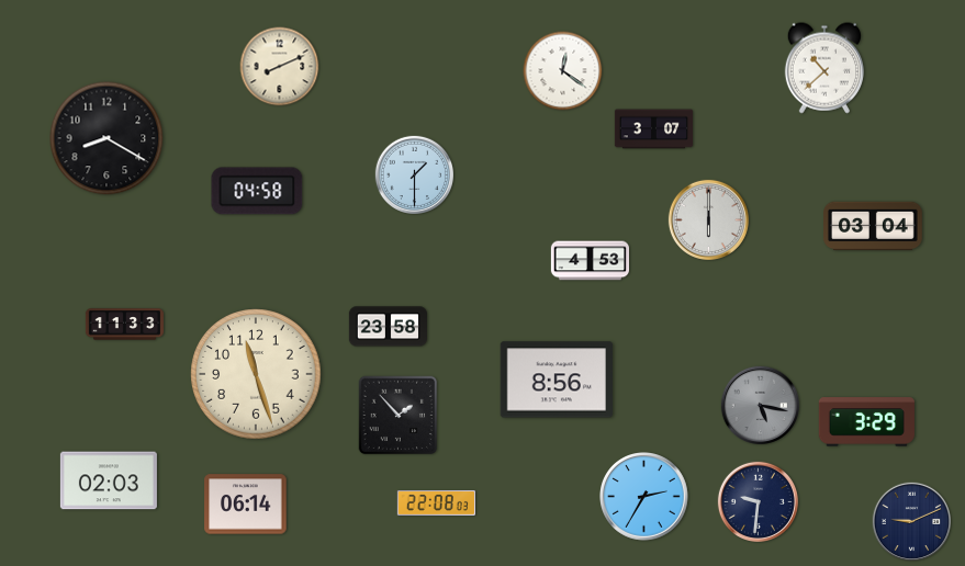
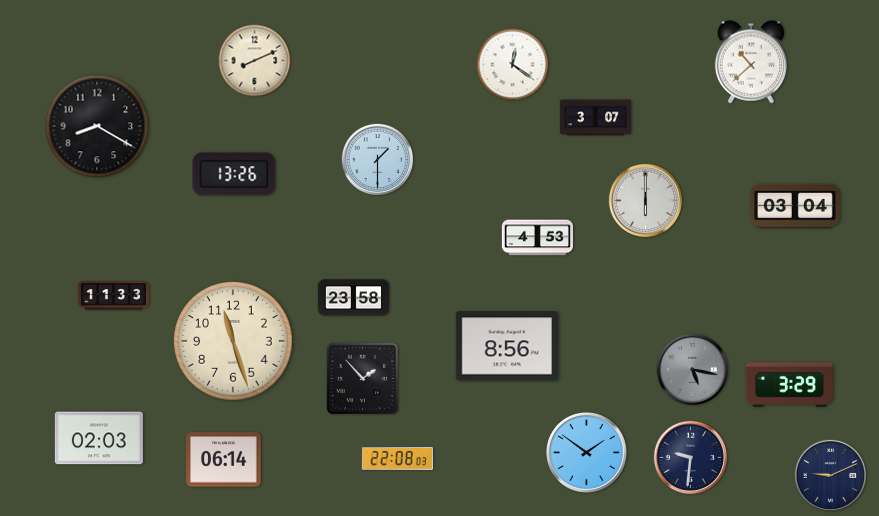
clock at (257, 191): 04:58 -> 13:26
clock at (644, 497): 2:35 -> 1:51
